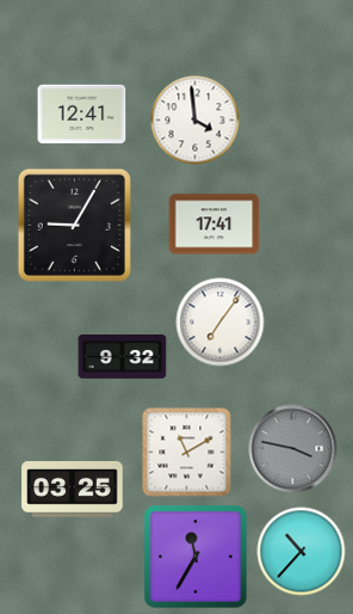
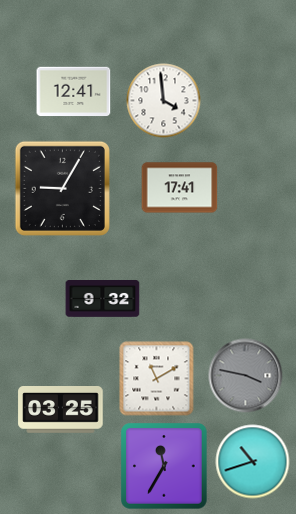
clock at (82, 115) position: (82, 115) -> (74, 92)
clock at (221, 323): 7:06 -> none
clock at (302, 552): 10:37 -> 10:42
